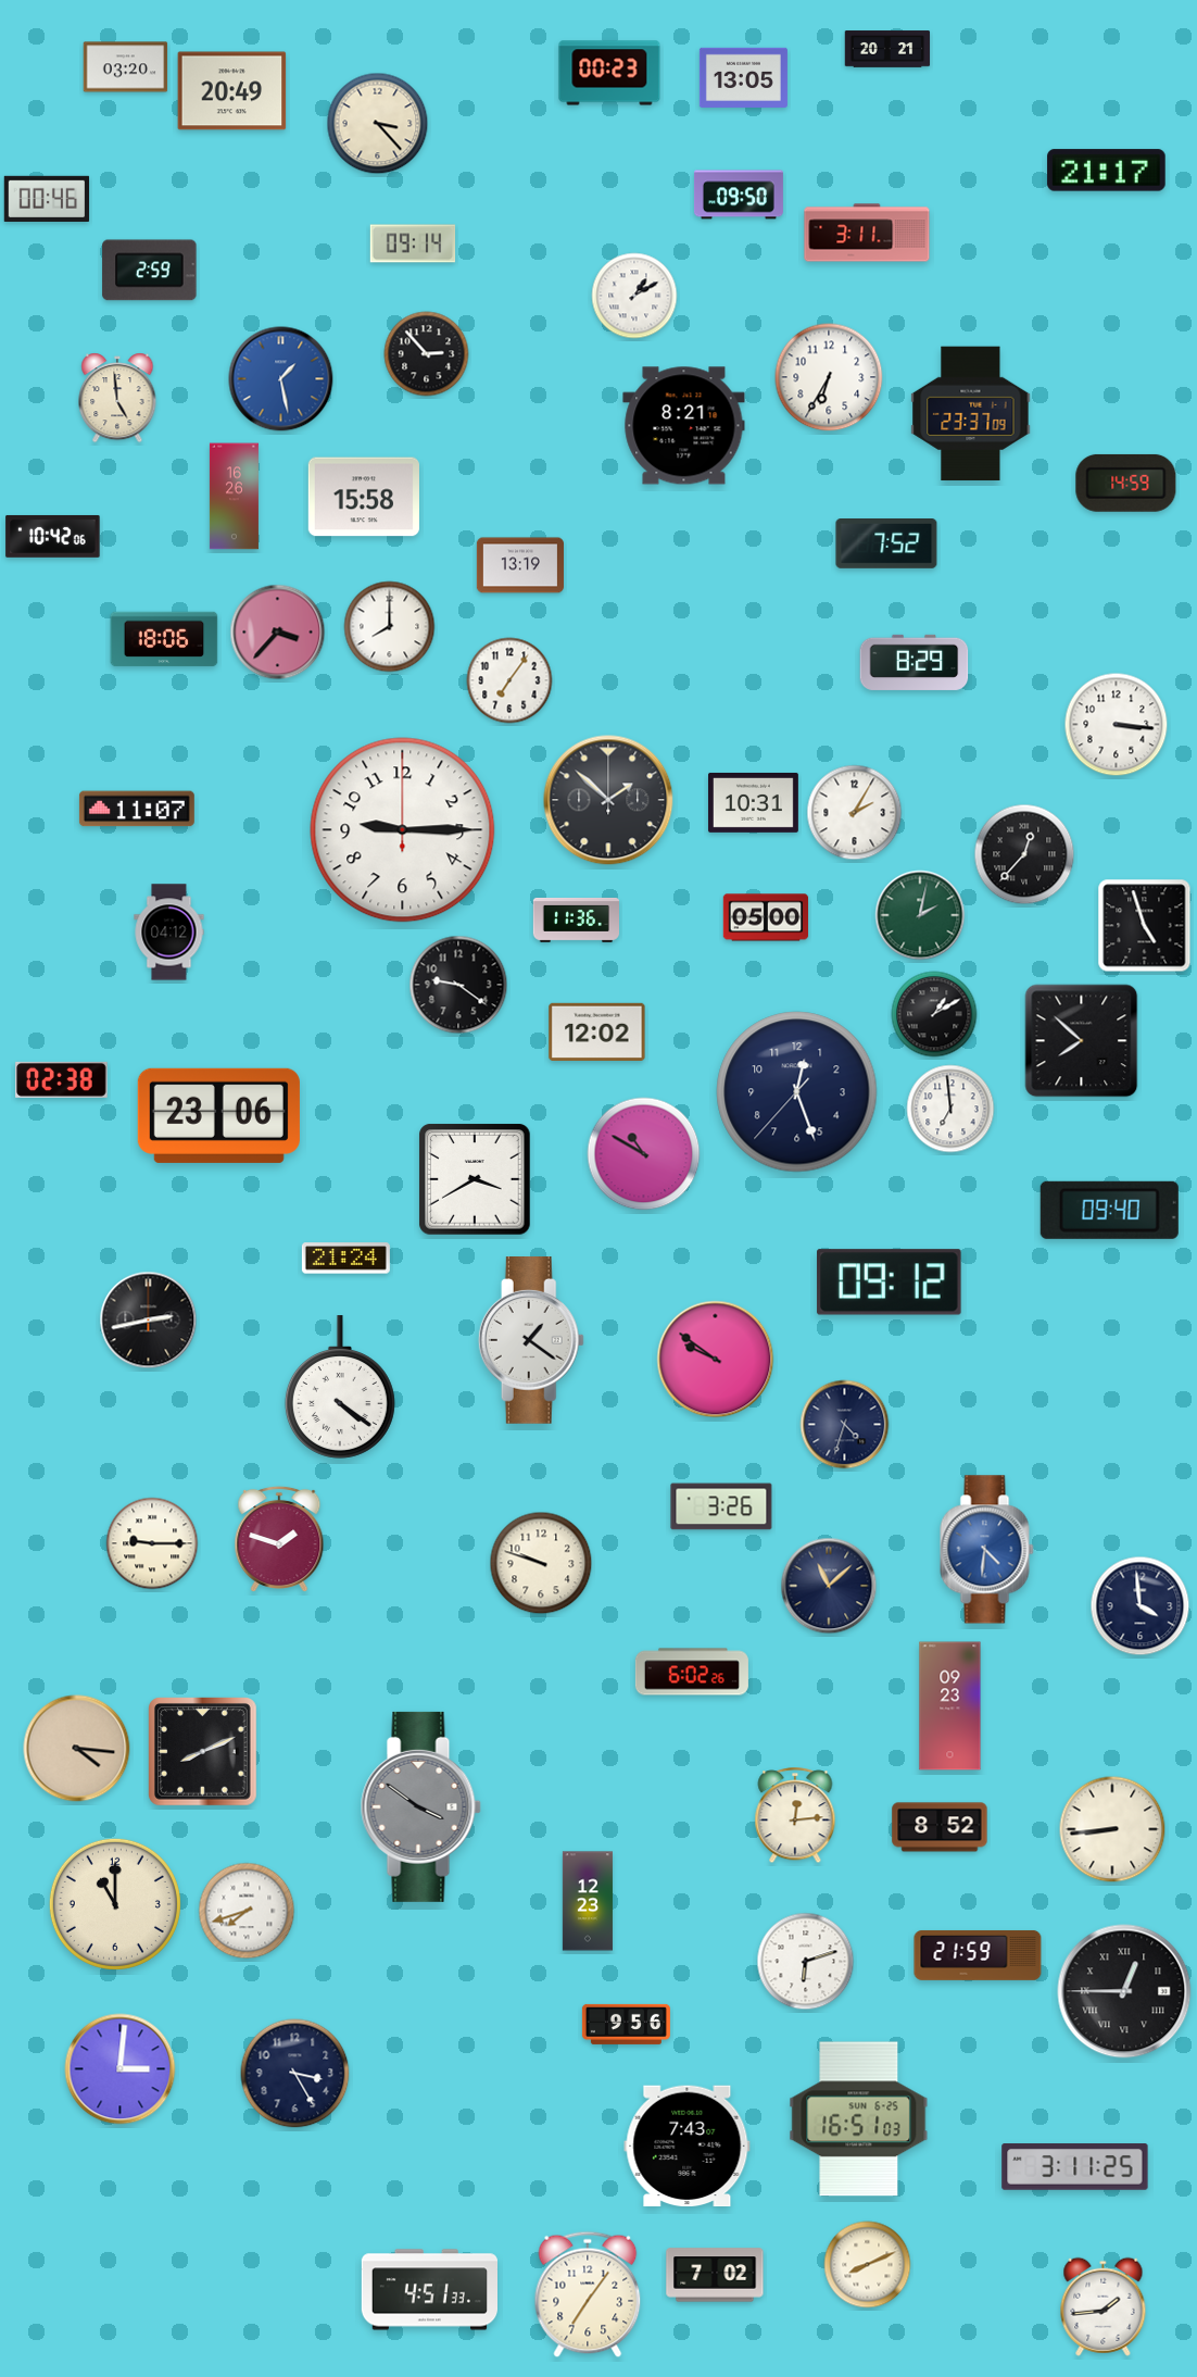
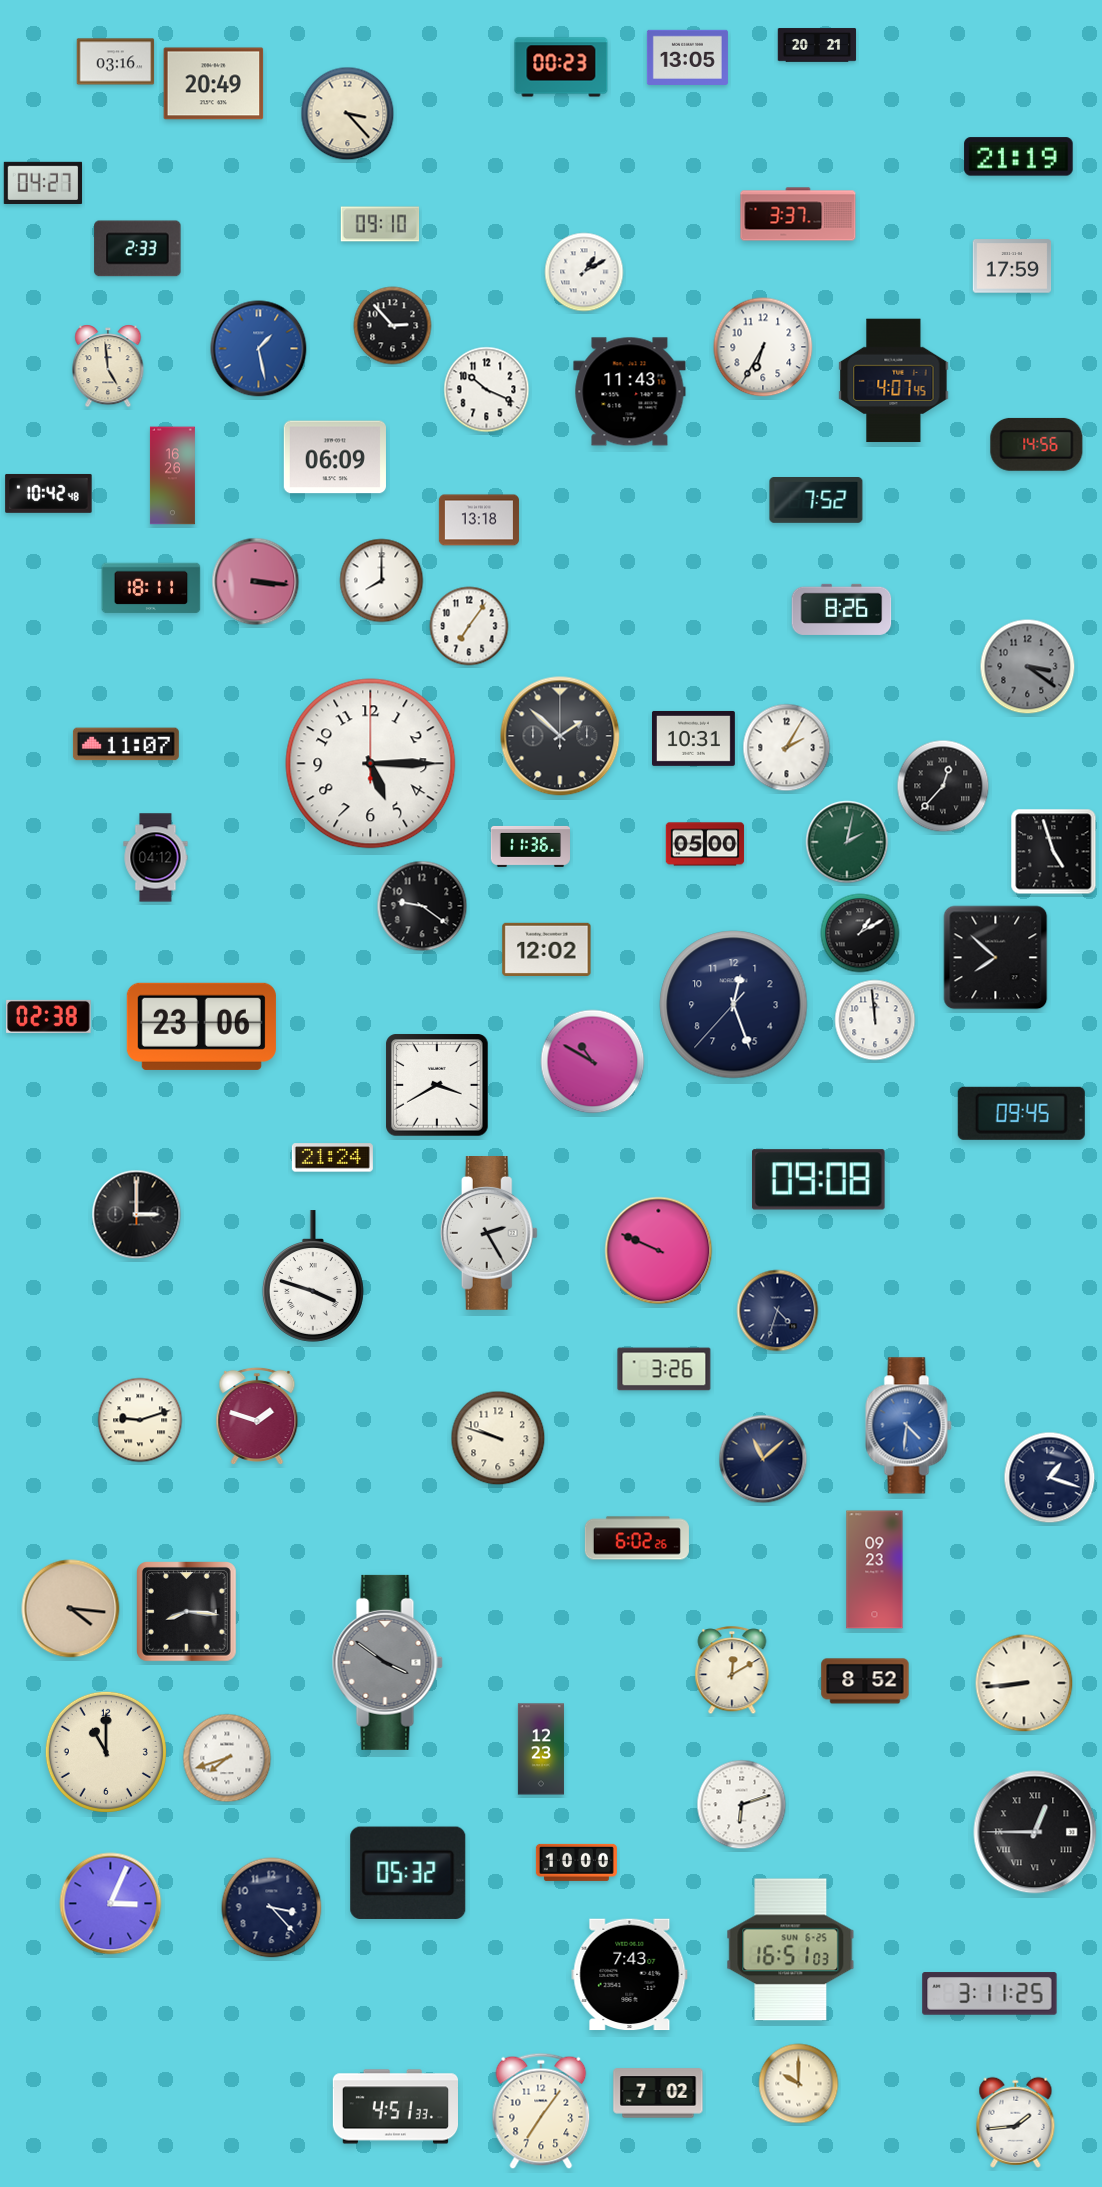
clock at (126, 67): 03:20 -> 03:16
clock at (743, 77) position: (743, 77) -> (687, 57)
clock at (1107, 171): 21:17 -> 21:19
clock at (739, 195): 09:50 -> none
clock at (47, 198): 00:46 -> 04:27
clock at (867, 233): 3:11 -> 3:37
clock at (413, 243): 09:14 -> 09:10
clock at (150, 271): 2:59 -> 2:33
clock at (1012, 266): none -> 17:59
clock at (971, 414): 23:37 -> 4:07
clock at (487, 390): none -> 10:19
clock at (684, 426): 8:21 -> 11:43
clock at (1126, 483): 14:59 -> 14:56
clock at (234, 497) position: (234, 497) -> (172, 476)
clock at (364, 497): 15:58 -> 06:09
clock at (53, 536): 10:42:06 -> 10:42:48
clock at (520, 565): 13:19 -> 13:18
clock at (390, 627) position: (390, 627) -> (382, 581)
clock at (278, 633): 3:37 -> 3:16
clock at (164, 639): 18:06 -> 18:11
clock at (915, 662): 8:29 -> 8:26
clock at (1117, 725): 3:16 -> 3:21
clock at (1117, 725) dial: white -> grey
clock at (403, 830): 9:15 -> 5:15
clock at (597, 1031) position: (597, 1031) -> (547, 949)
clock at (62, 1079) position: (62, 1079) -> (49, 1016)
clock at (950, 1109): 6:59 -> 11:59
clock at (1109, 1210): 09:40 -> 09:45
clock at (345, 1259) position: (345, 1259) -> (332, 1158)
clock at (890, 1283): 09:12 -> 09:08
clock at (149, 1321): 2:43 -> 3:00
clock at (531, 1341): 1:21 -> 2:25
clock at (716, 1360): 9:51 -> 9:49
clock at (340, 1387): 4:21 -> 3:48
clock at (721, 1506) position: (721, 1506) -> (664, 1369)
clock at (152, 1543): 9:15 -> 9:12
clock at (1141, 1606): 3:59 -> 1:18
clock at (203, 1752): 8:11 -> 8:16
clock at (795, 1816): 12:14 -> 12:10
clock at (978, 1955): 21:59 -> none
clock at (626, 2024): 9:56 -> 10:00
clock at (408, 1873): none -> 05:32
clock at (121, 2069): 3:01 -> 3:04
clock at (295, 2074): 3:25 -> 3:23
clock at (688, 2147) position: (688, 2147) -> (630, 1975)
clock at (868, 2265): 8:11 -> 10:00
